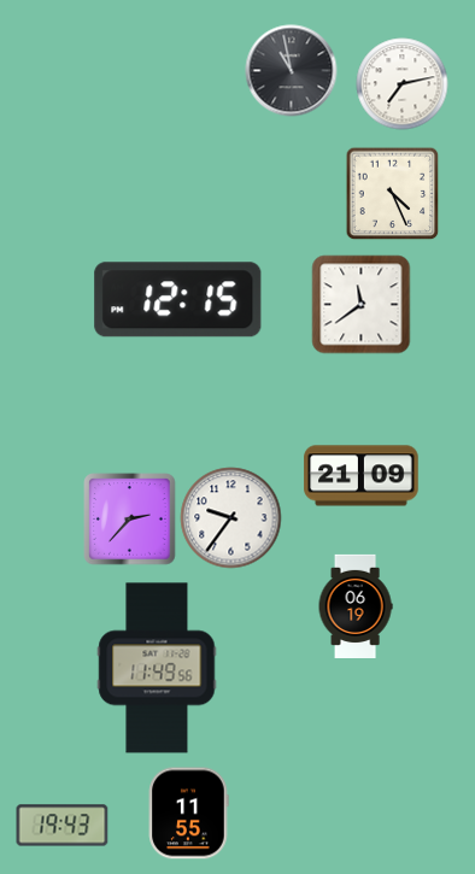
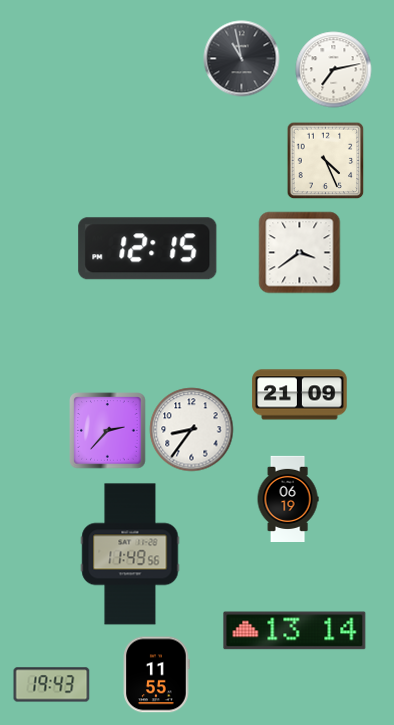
clock at (362, 305): 11:39 -> 3:39
clock at (231, 518): 9:36 -> 8:36
clock at (356, 605) position: (356, 605) -> (288, 498)
clock at (295, 631): none -> 13:14
